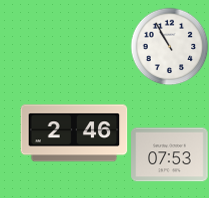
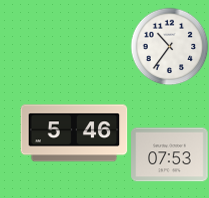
clock at (169, 46): 10:55 -> 10:36
clock at (74, 133): 2:46 -> 5:46
